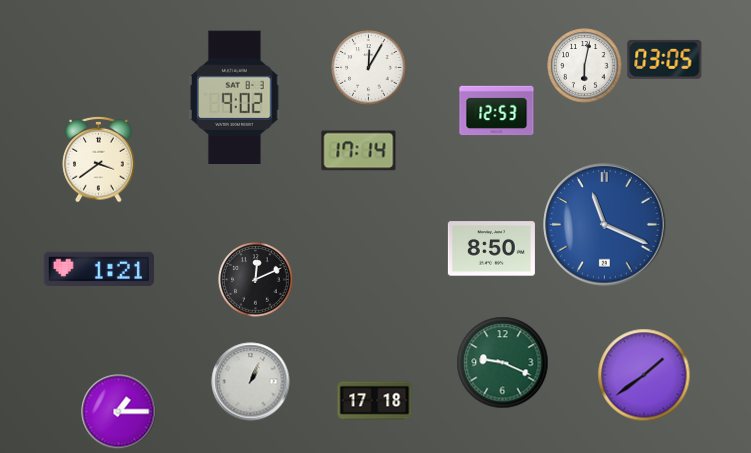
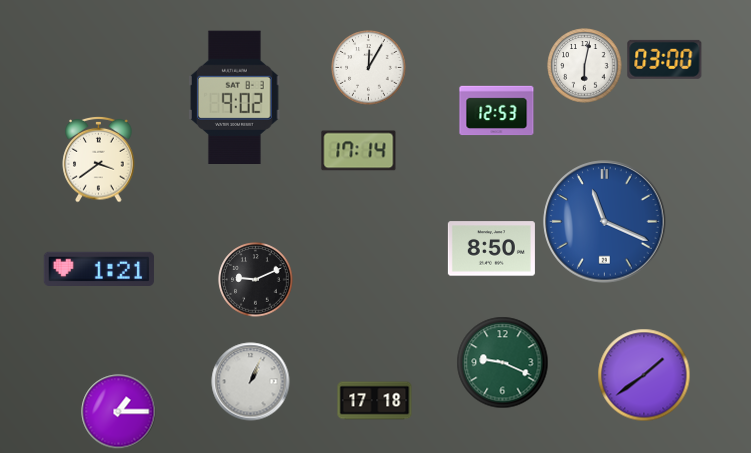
clock at (665, 59): 03:05 -> 03:00
clock at (605, 225) position: (605, 225) -> (605, 222)
clock at (256, 280): 12:11 -> 9:11
